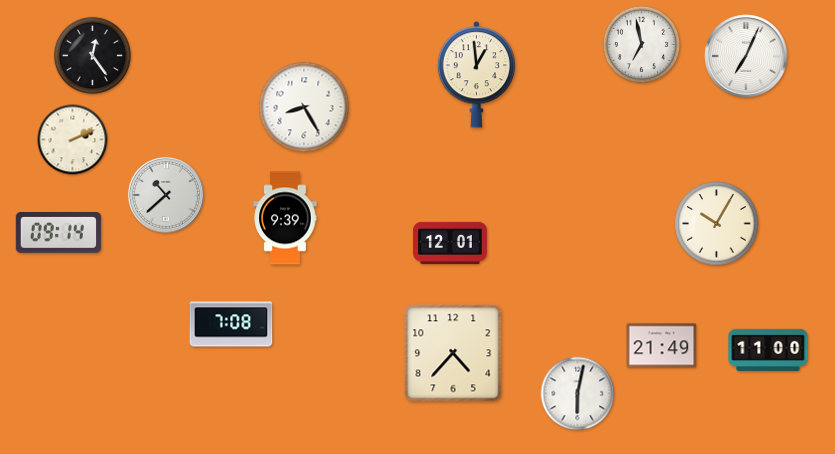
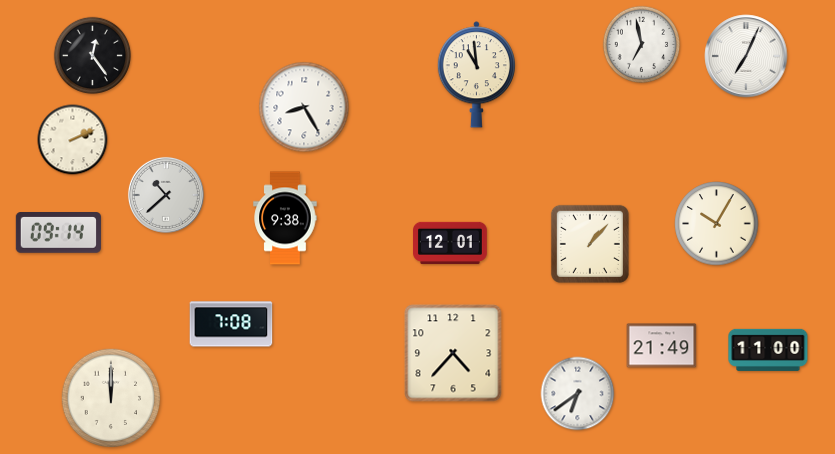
clock at (476, 75): 12:59 -> 10:59
clock at (285, 218): 9:39 -> 9:38
clock at (590, 244): none -> 1:07
clock at (578, 394): 6:02 -> 6:39
clock at (111, 398): none -> 12:00
